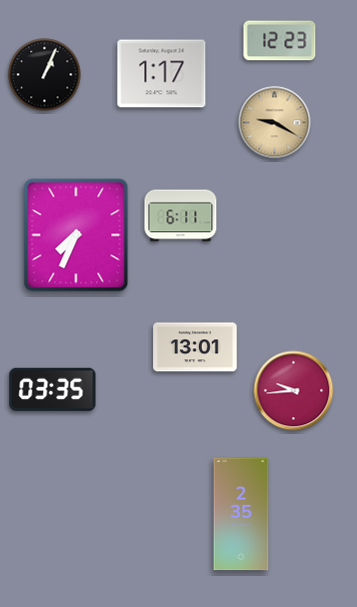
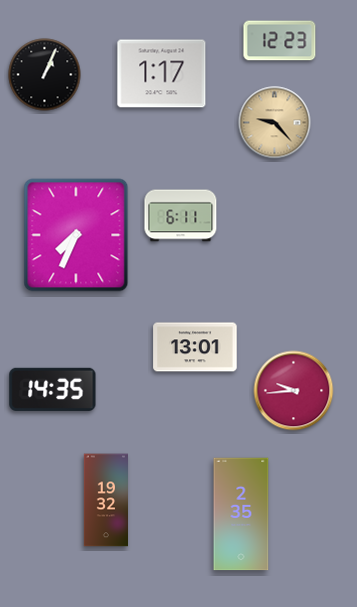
clock at (275, 123): 9:20 -> 9:23
clock at (53, 389): 03:35 -> 14:35
clock at (105, 500): none -> 19:32
